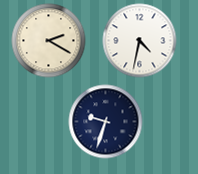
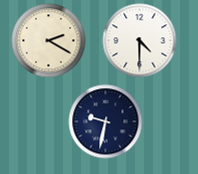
clock at (140, 41): 4:32 -> 4:30
clock at (106, 122): 9:33 -> 9:32
